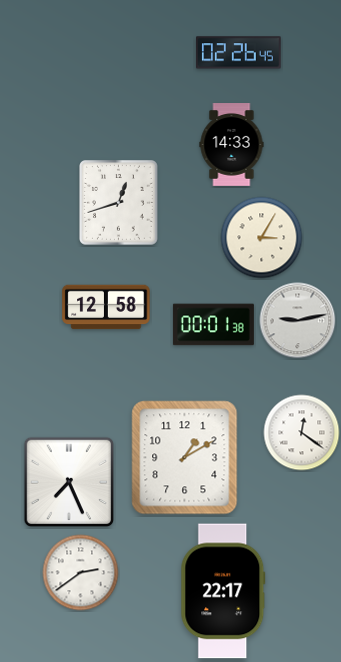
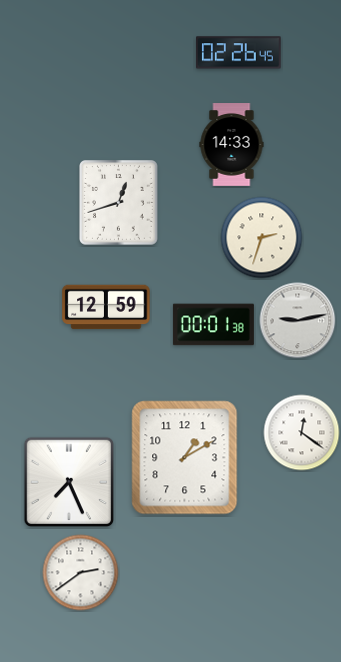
clock at (262, 238): 3:05 -> 2:33
clock at (106, 307): 12:58 -> 12:59
clock at (223, 591): 22:17 -> none
